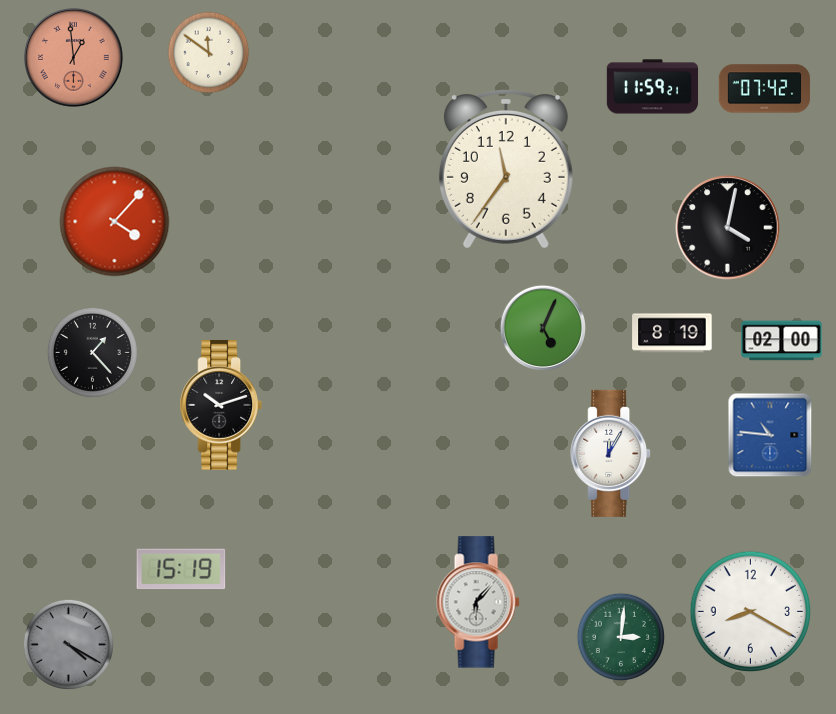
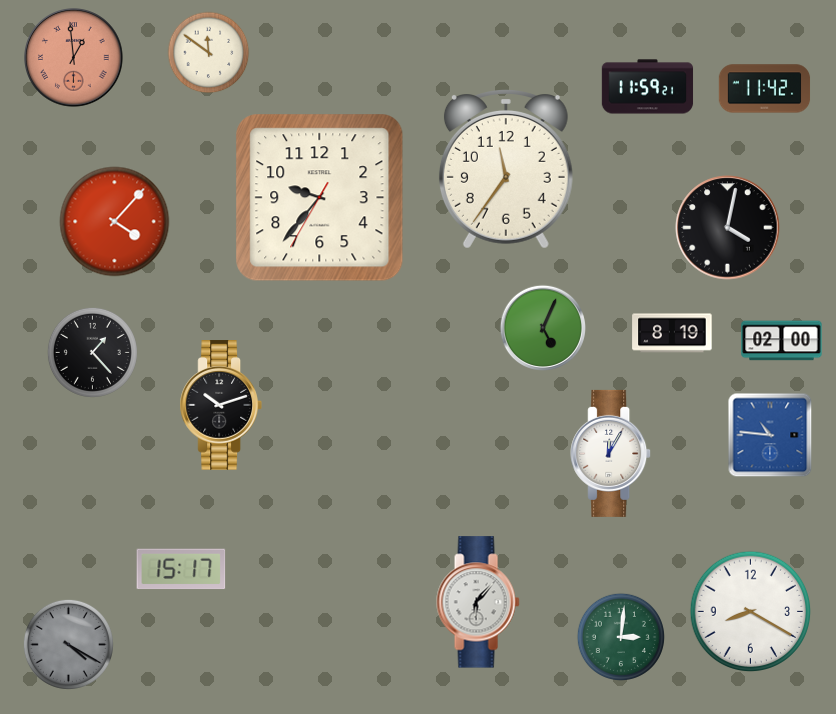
clock at (653, 87) position: (653, 87) -> (648, 87)
clock at (765, 89): 07:42 -> 11:42
clock at (320, 198): none -> 9:36
clock at (181, 569): 15:19 -> 15:17
